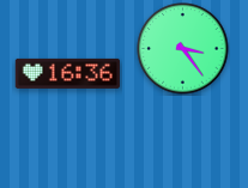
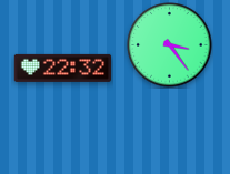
clock at (68, 73): 16:36 -> 22:32
